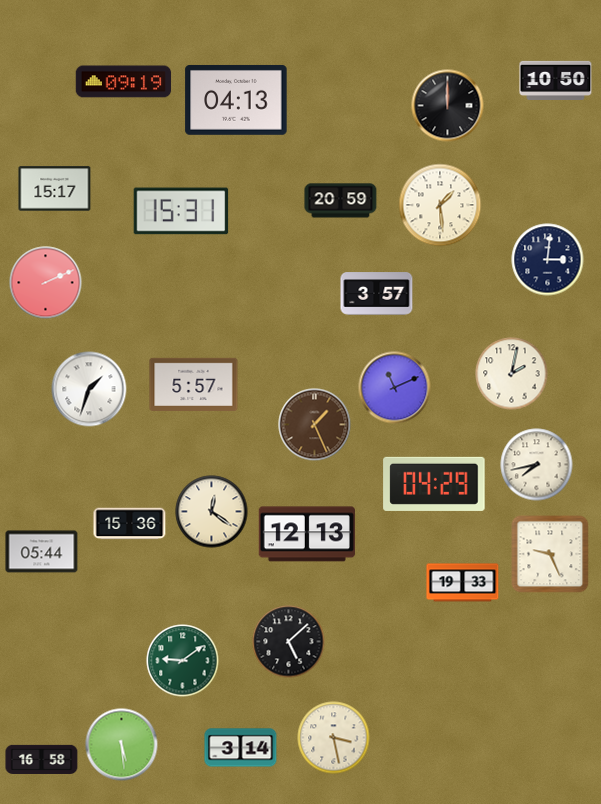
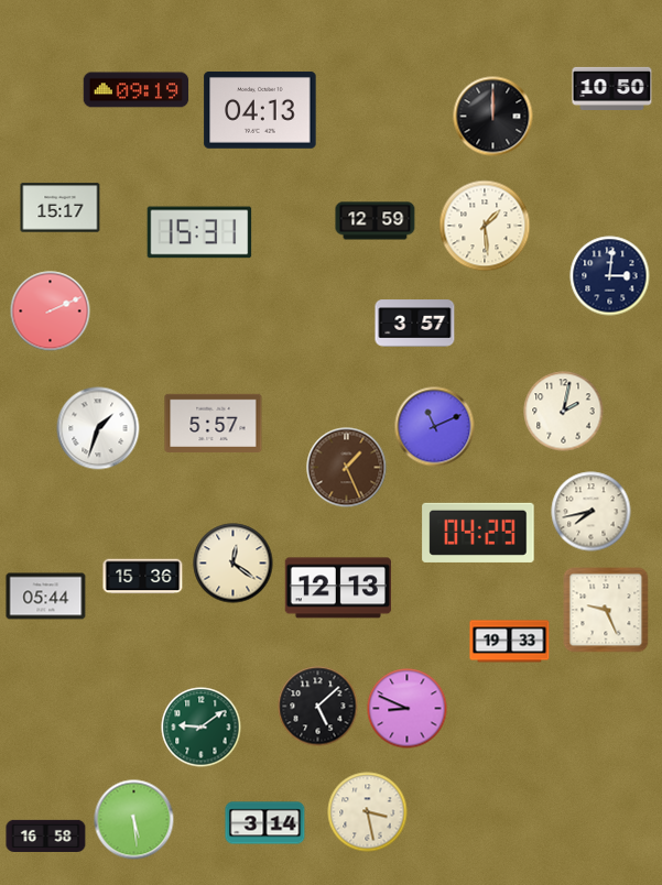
clock at (341, 201): 20:59 -> 12:59
clock at (548, 260) position: (548, 260) -> (610, 276)
clock at (42, 552) position: (42, 552) -> (46, 597)
clock at (408, 709): none -> 8:49
